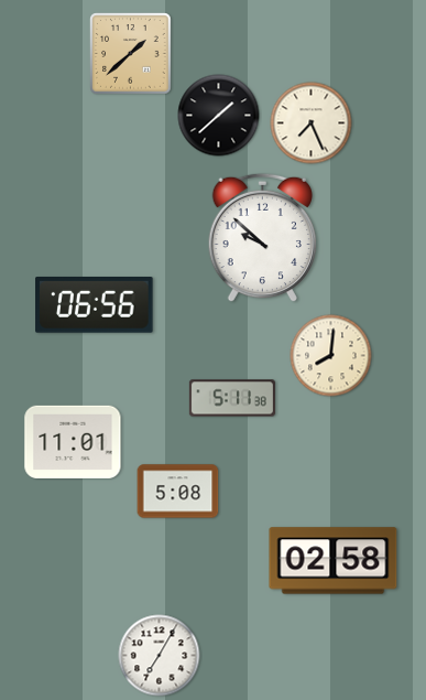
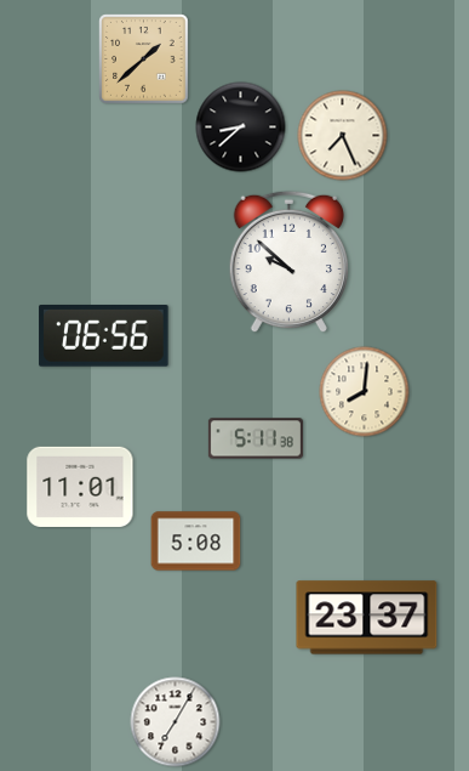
clock at (219, 116): 1:38 -> 8:38
clock at (334, 561): 02:58 -> 23:37
